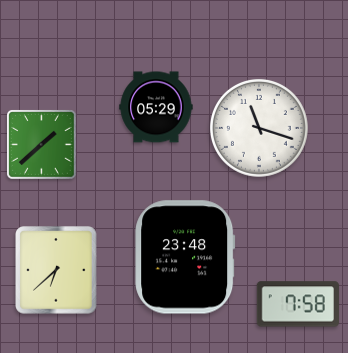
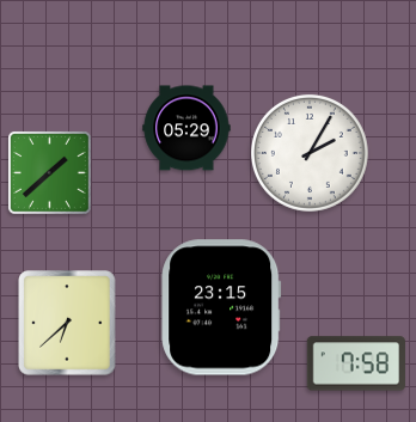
clock at (259, 128): 11:18 -> 2:05
clock at (185, 257): 23:48 -> 23:15
